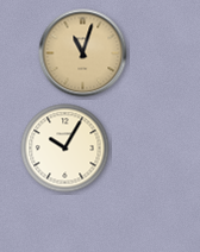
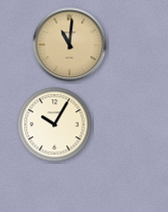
clock at (83, 53): 11:03 -> 11:01
